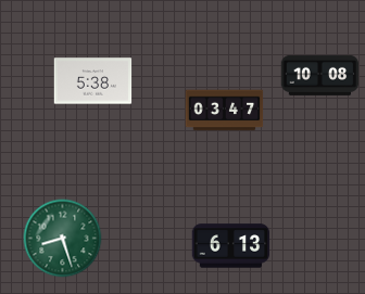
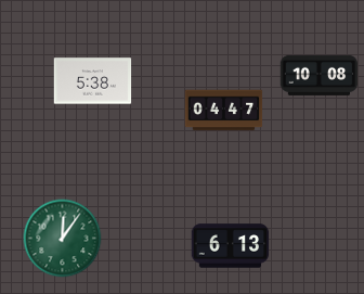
clock at (225, 111): 03:47 -> 04:47
clock at (63, 239): 8:27 -> 12:06
